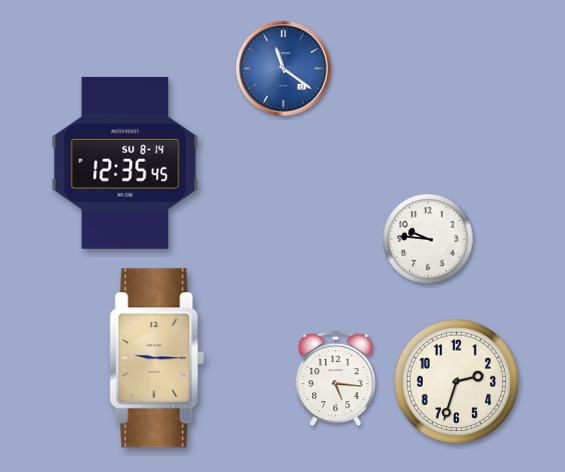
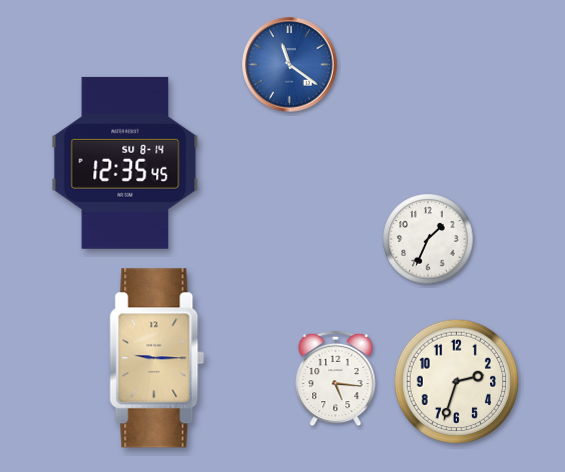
clock at (284, 69) position: (284, 69) -> (290, 65)
clock at (428, 239): 9:46 -> 1:34
